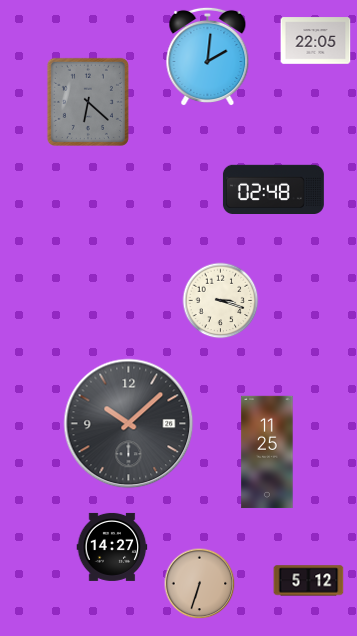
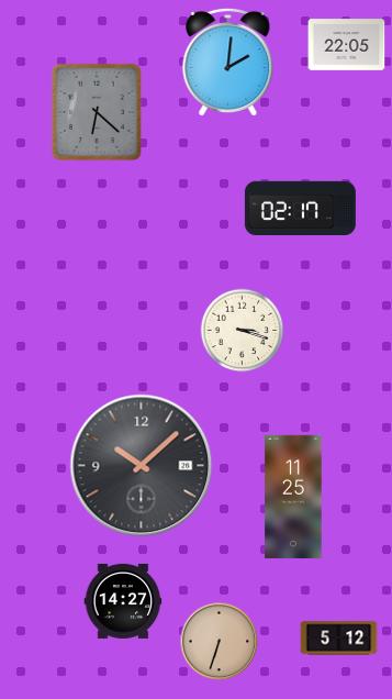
clock at (273, 189): 02:48 -> 02:17
